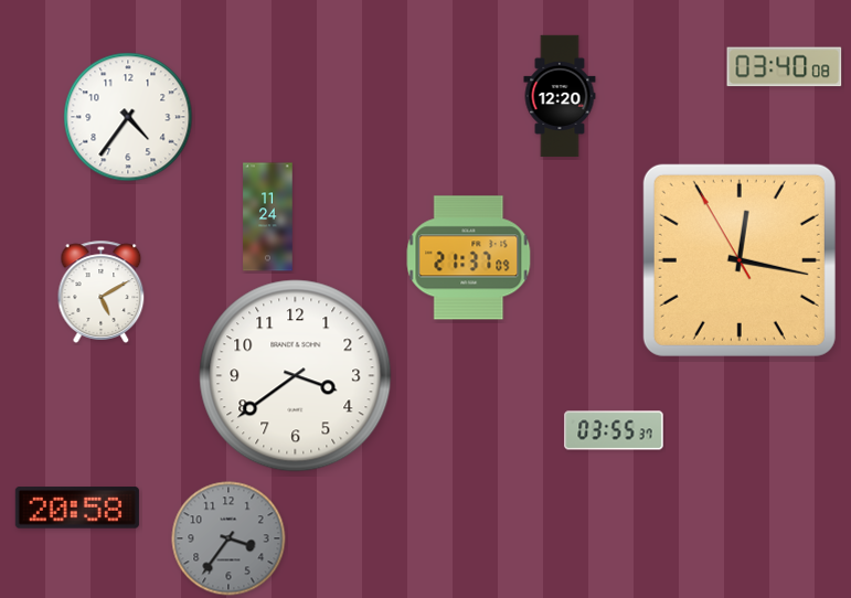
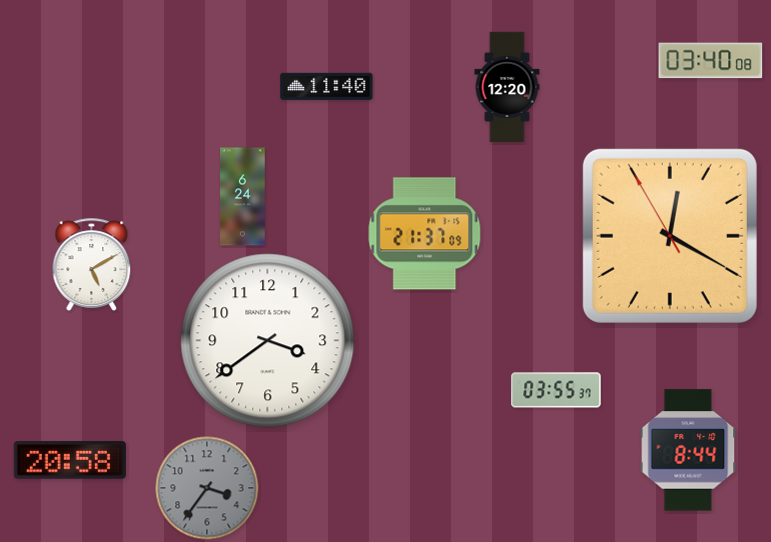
clock at (327, 86): none -> 11:40
clock at (128, 117): 4:36 -> none
clock at (268, 217): 11:24 -> 6:24
clock at (740, 260): 12:16 -> 12:19
clock at (688, 450): none -> 8:44
